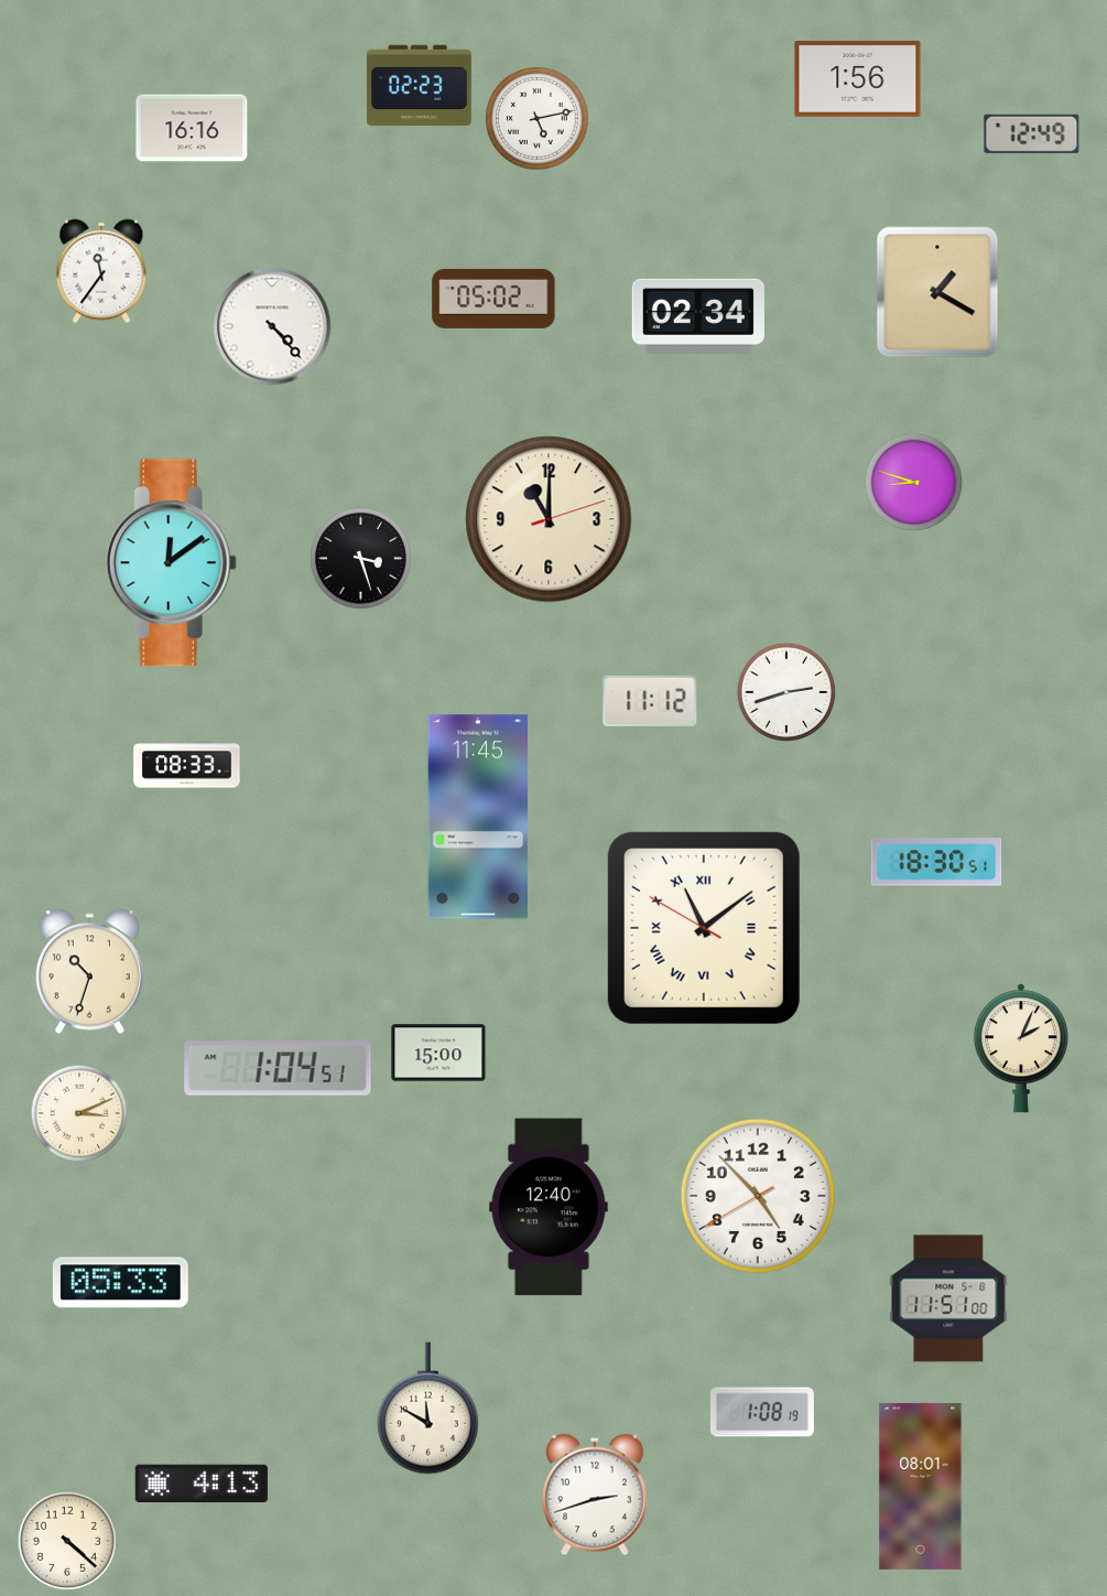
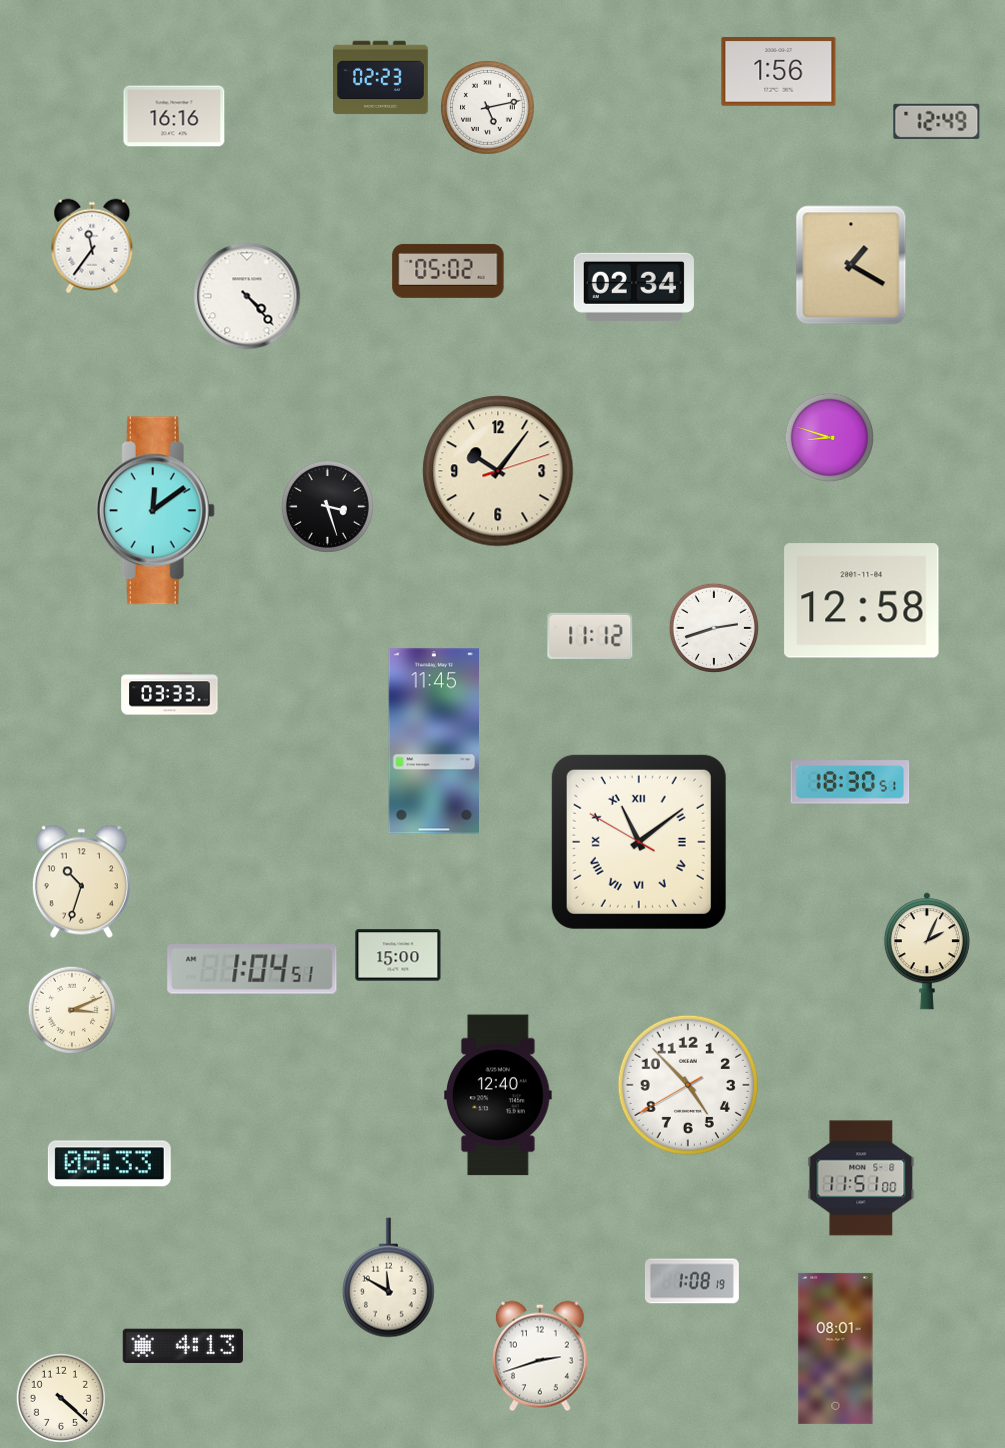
clock at (549, 519): 11:00 -> 10:06
clock at (862, 601): none -> 12:58
clock at (187, 765): 08:33 -> 03:33
